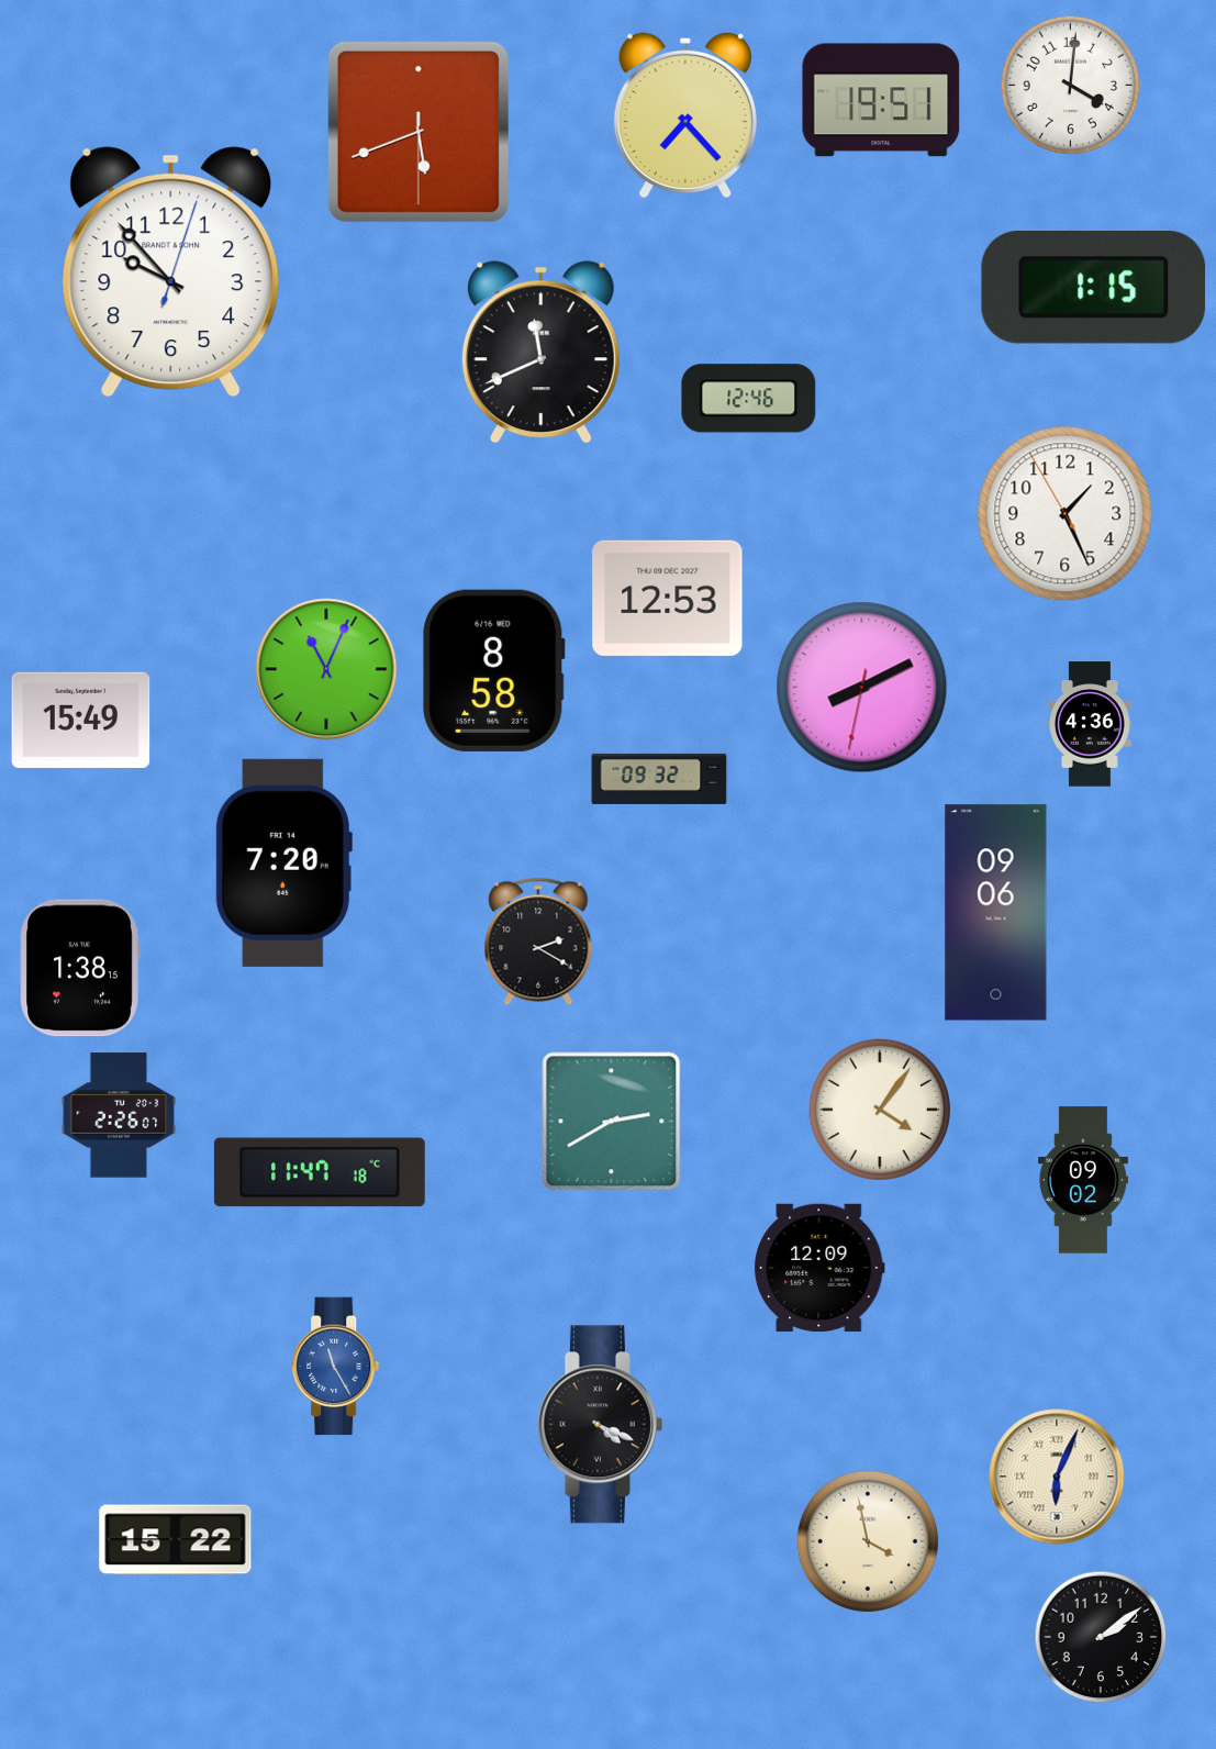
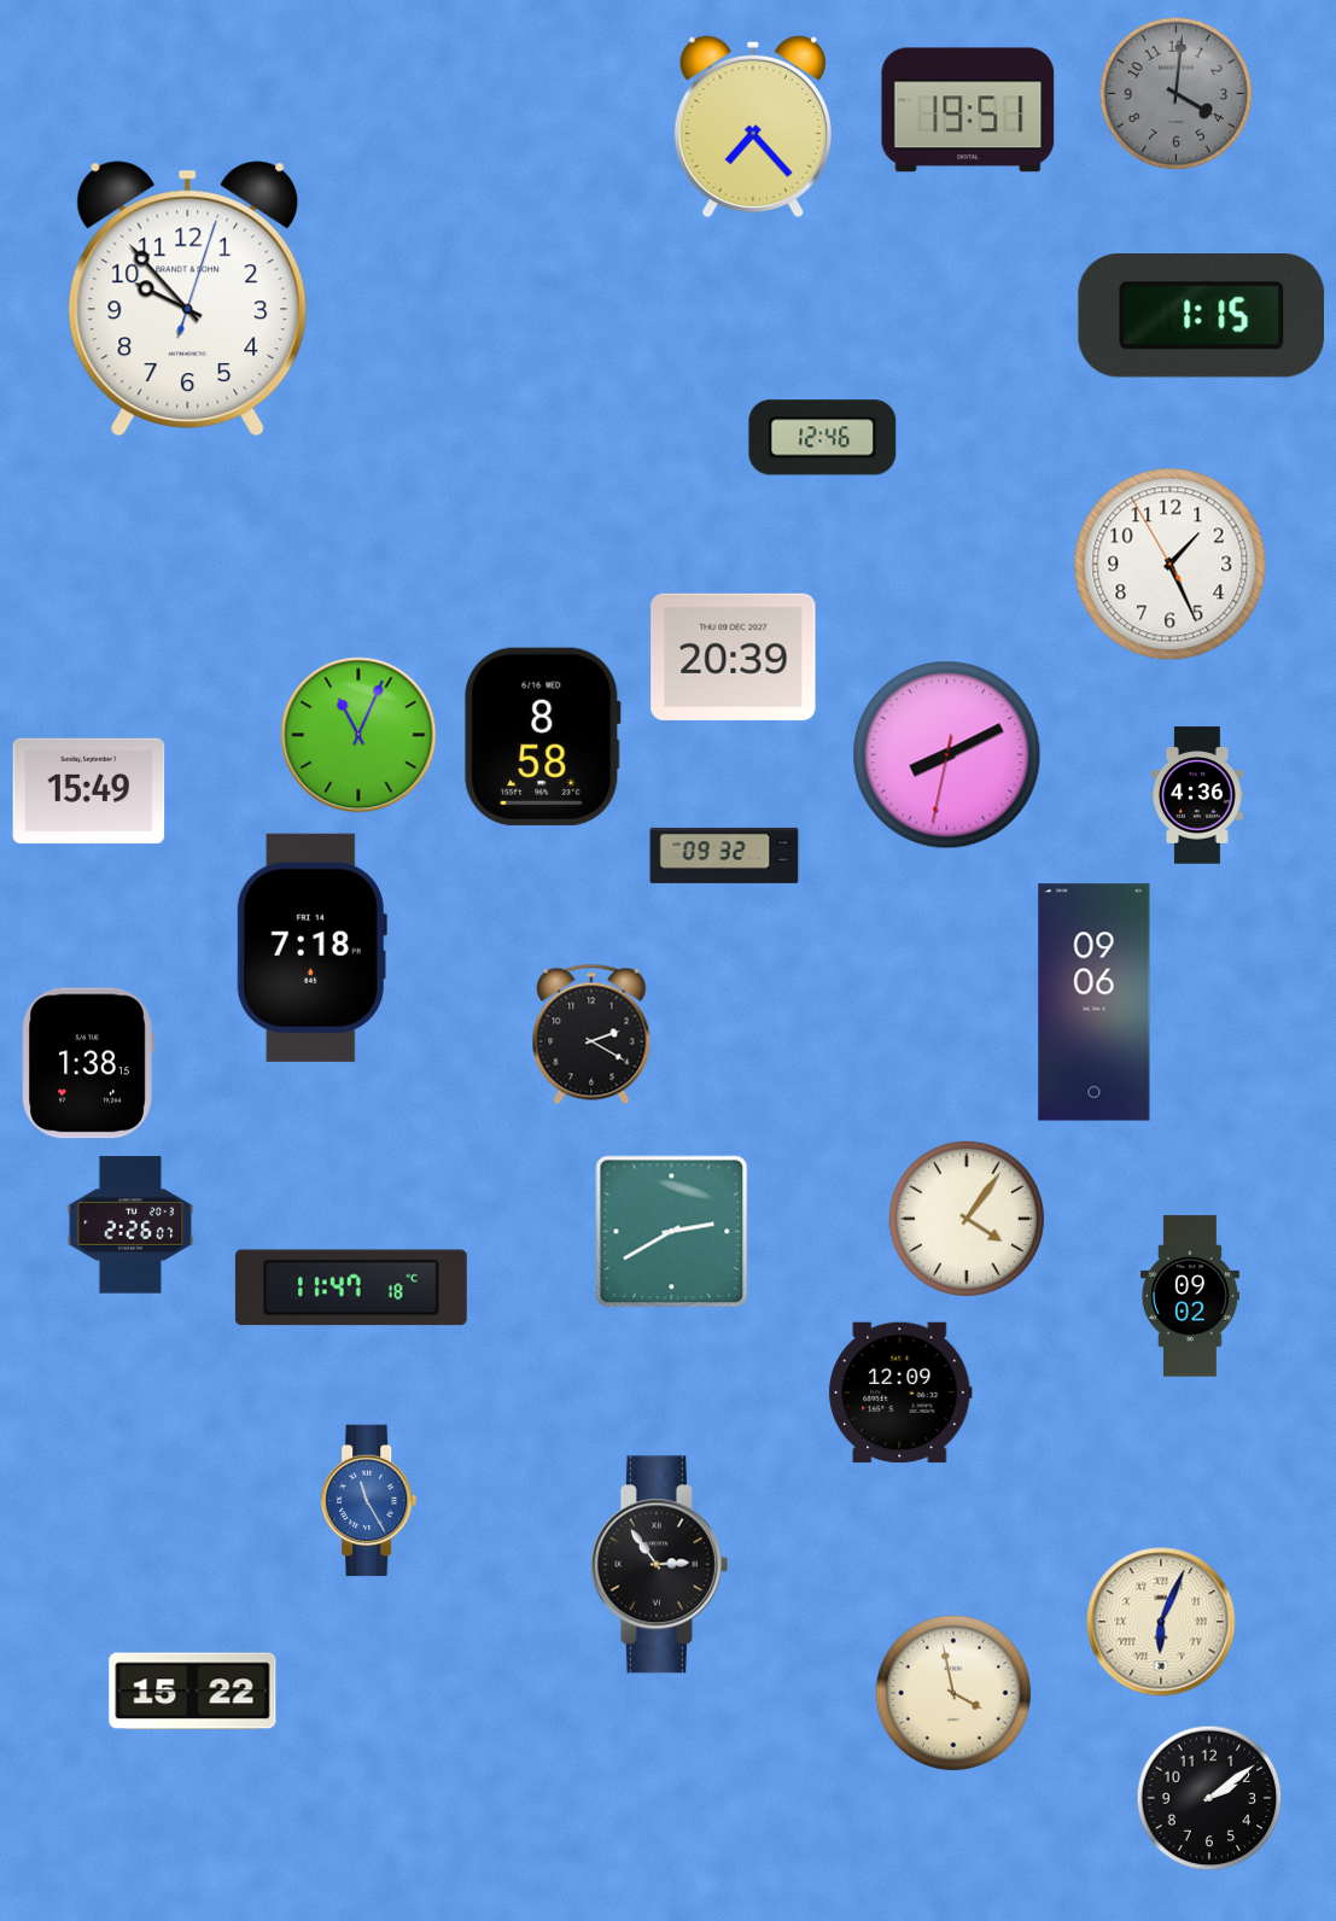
clock at (1070, 85) dial: white -> grey
clock at (419, 132): 5:41 -> none
clock at (540, 353): 11:41 -> none
clock at (668, 598): 12:53 -> 20:39
clock at (283, 862): 7:20 -> 7:18
clock at (600, 1425): 4:19 -> 2:54
